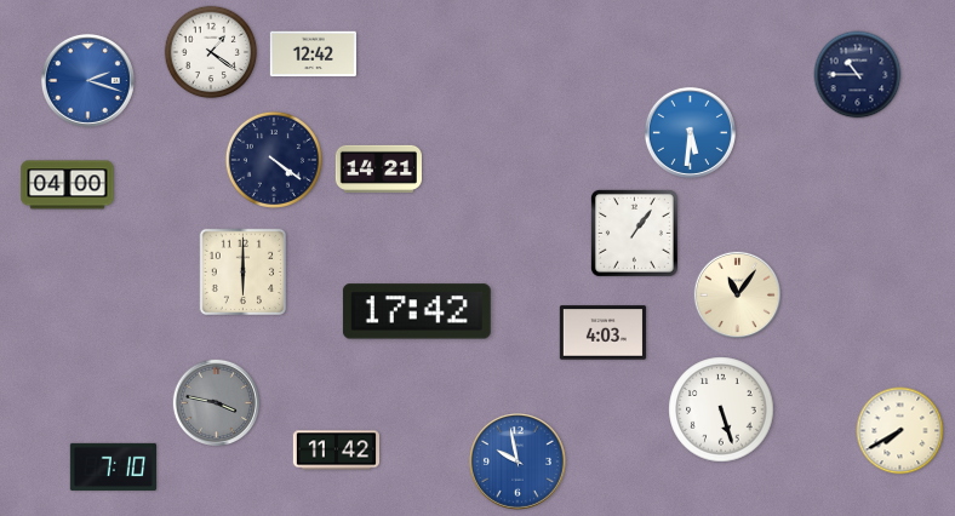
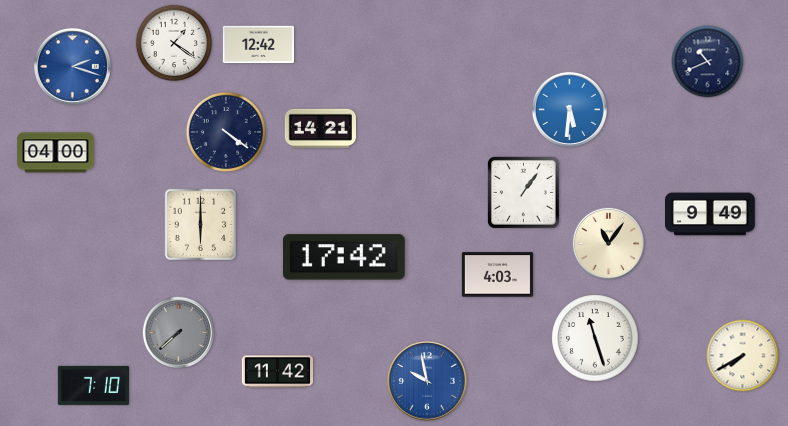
clock at (858, 75): 10:45 -> 10:41
clock at (378, 168) position: (378, 168) -> (320, 128)
clock at (711, 214): none -> 9:49
clock at (216, 402): 3:47 -> 7:38
clock at (721, 409): 5:27 -> 11:27
